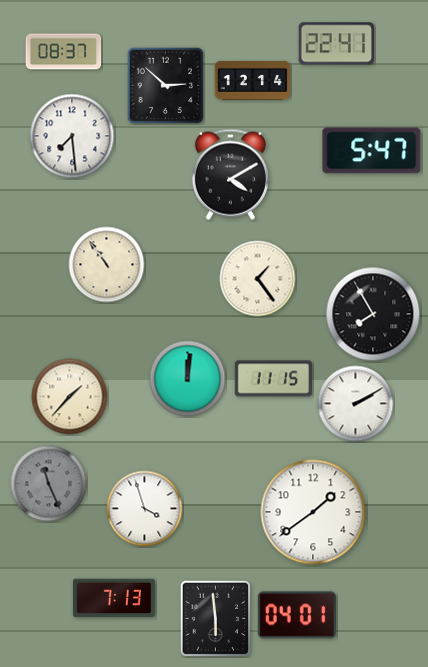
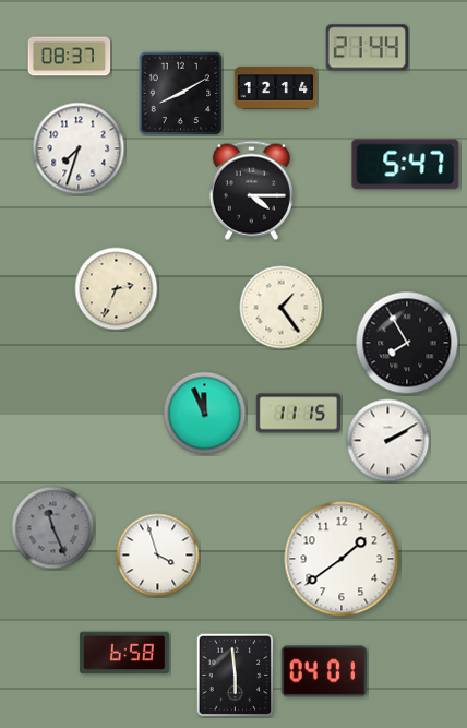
clock at (337, 44): 22:41 -> 21:44
clock at (166, 86): 2:52 -> 8:10
clock at (72, 136): 7:29 -> 7:33
clock at (230, 174): 4:10 -> 4:15
clock at (107, 265): 10:54 -> 2:34
clock at (258, 279) position: (258, 279) -> (282, 308)
clock at (188, 379): 12:01 -> 11:56
clock at (70, 397): 1:37 -> none
clock at (114, 598): 7:13 -> 6:58
